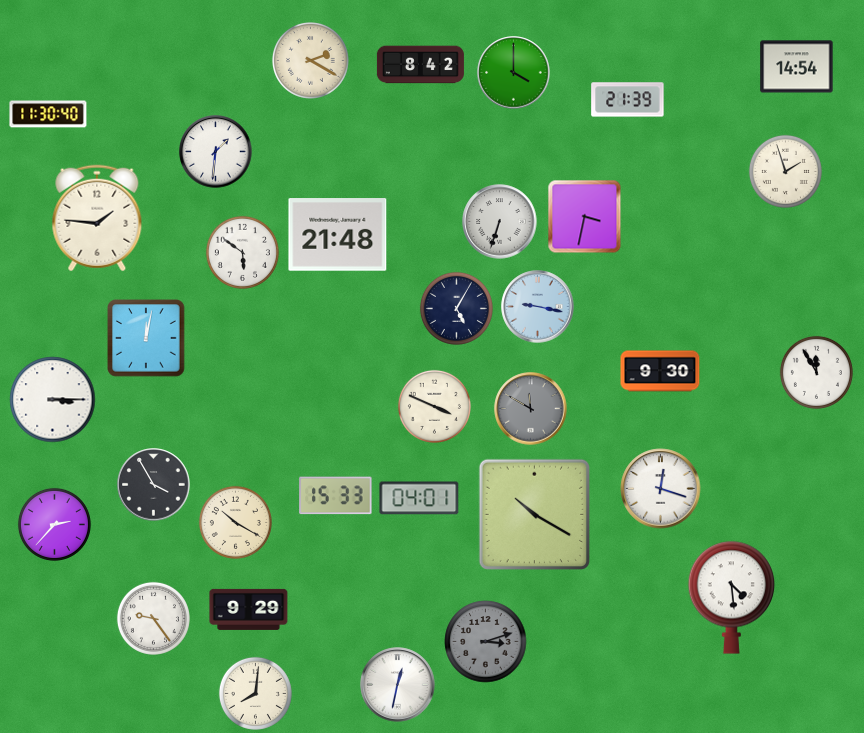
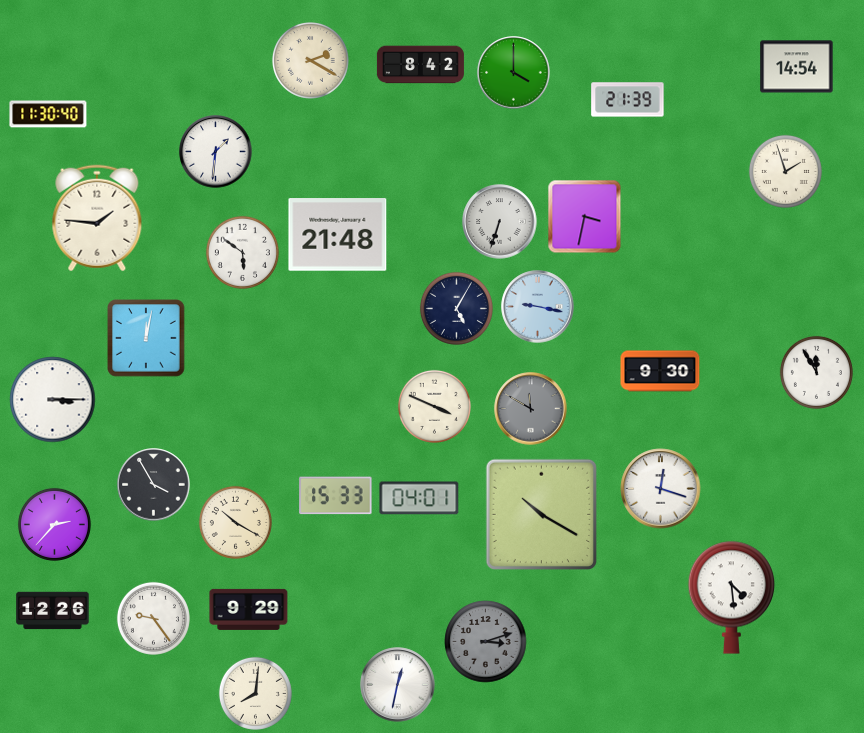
clock at (534, 514) position: (534, 514) -> (541, 514)
clock at (53, 611): none -> 12:26
